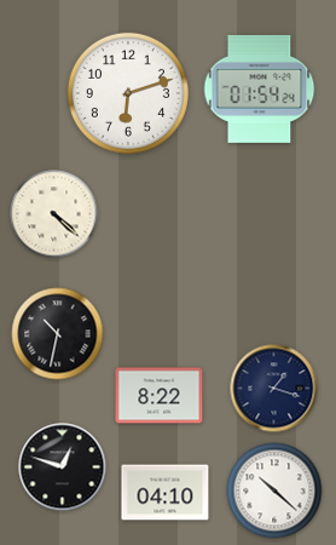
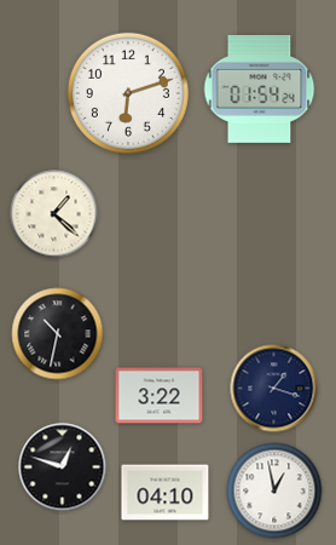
clock at (54, 214): 4:22 -> 1:22
clock at (160, 396): 8:22 -> 3:22
clock at (274, 490): 10:22 -> 12:58
